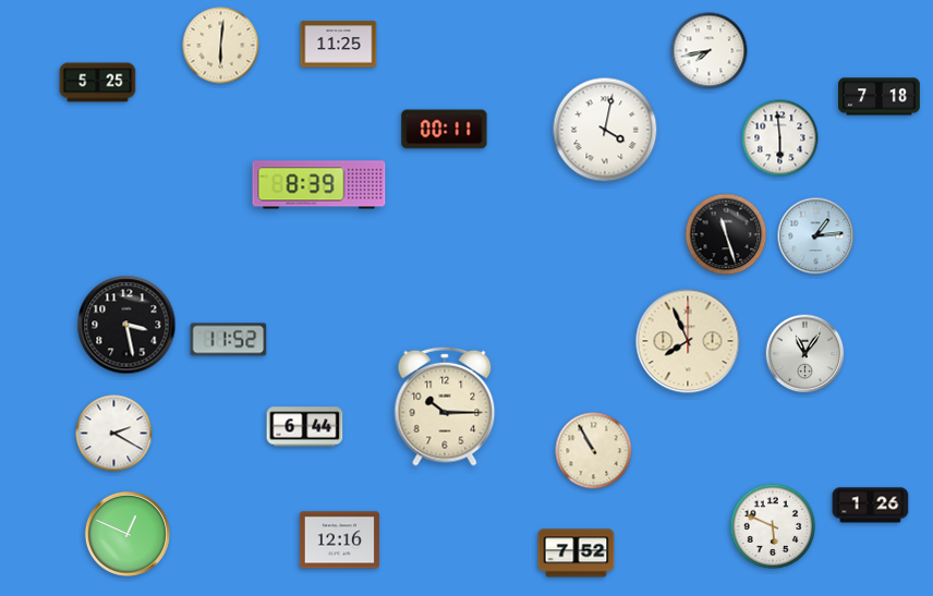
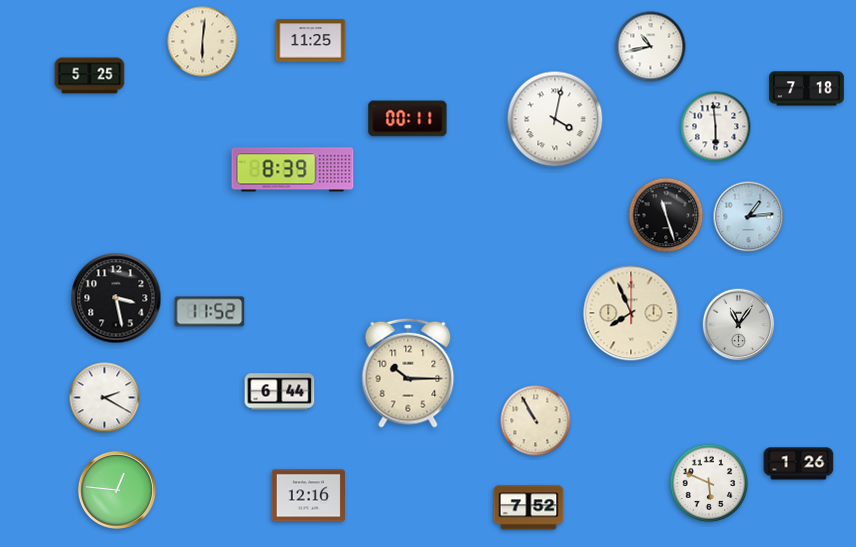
clock at (710, 51): 7:43 -> 10:43
clock at (594, 451) position: (594, 451) -> (536, 421)
clock at (128, 534): 12:49 -> 12:46
clock at (339, 540) position: (339, 540) -> (308, 496)
